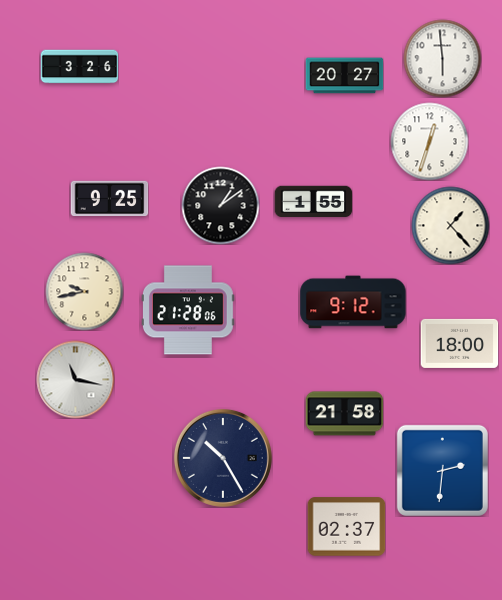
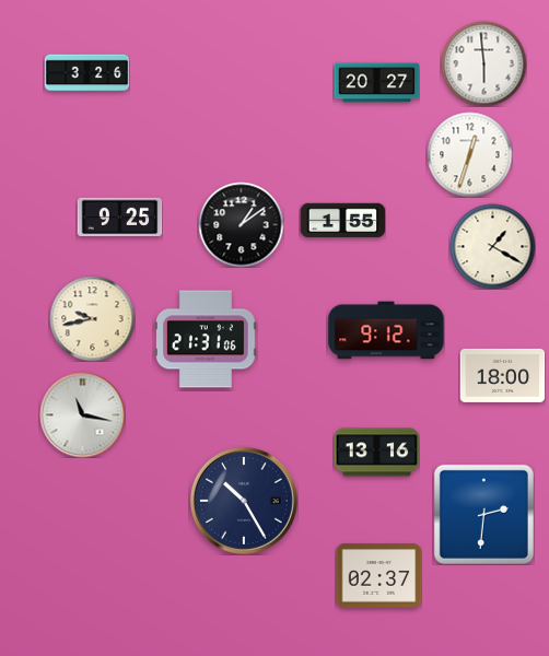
clock at (450, 225): 1:23 -> 1:20
clock at (188, 310): 21:28 -> 21:31
clock at (344, 414): 21:58 -> 13:16
